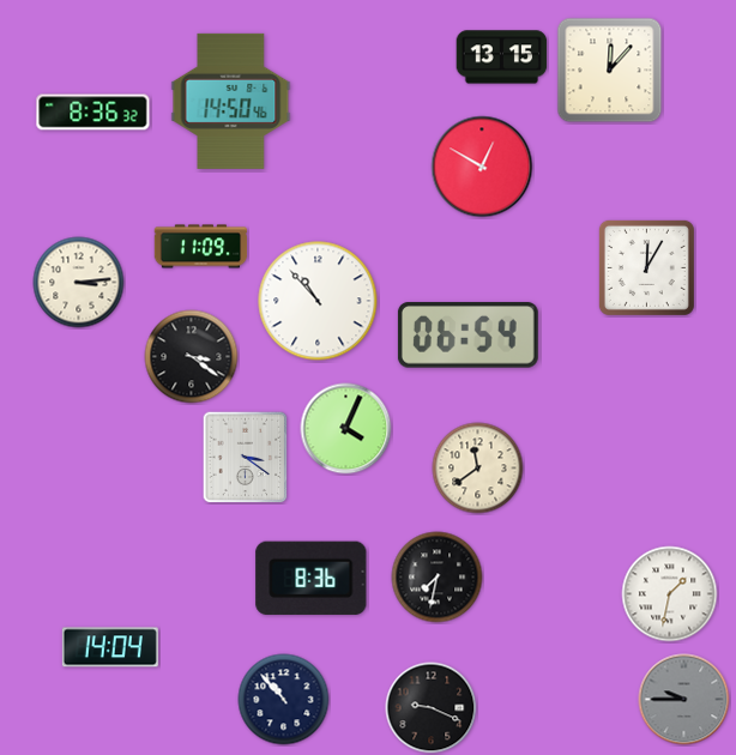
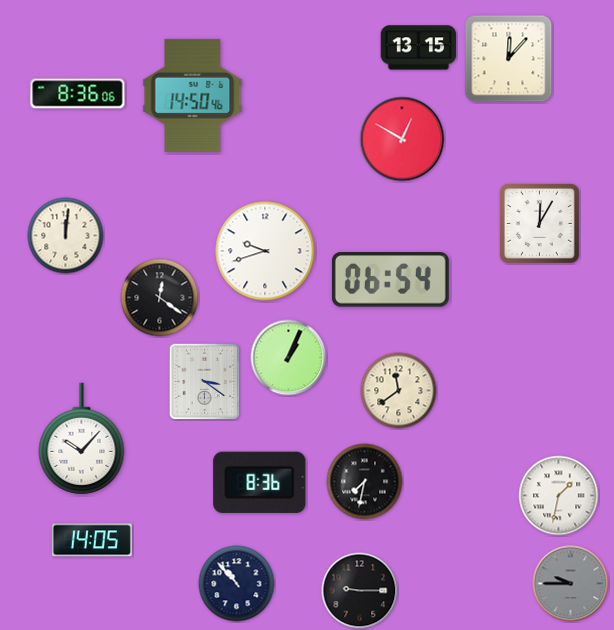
clock at (231, 101) position: (231, 101) -> (193, 95)
clock at (93, 113): 8:36:32 -> 8:36:06
clock at (201, 247): 11:09 -> none
clock at (79, 283): 3:14 -> 12:01
clock at (318, 301): 10:53 -> 9:42
clock at (192, 357): 3:21 -> 12:21
clock at (346, 429): 4:04 -> 1:04
clock at (82, 439): none -> 10:07
clock at (110, 647): 14:04 -> 14:05
clock at (432, 708): 9:19 -> 9:15
